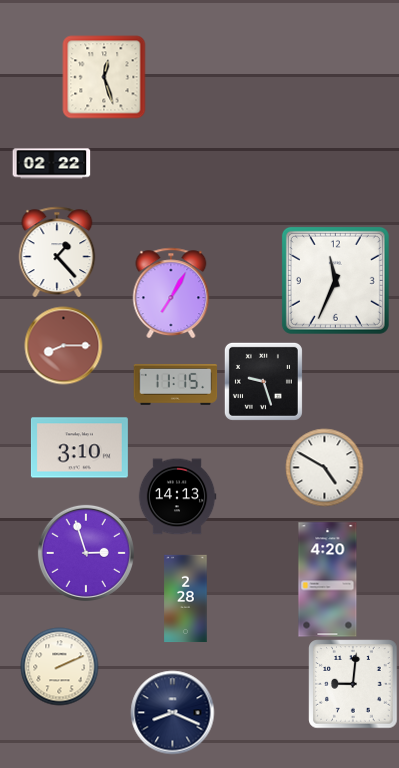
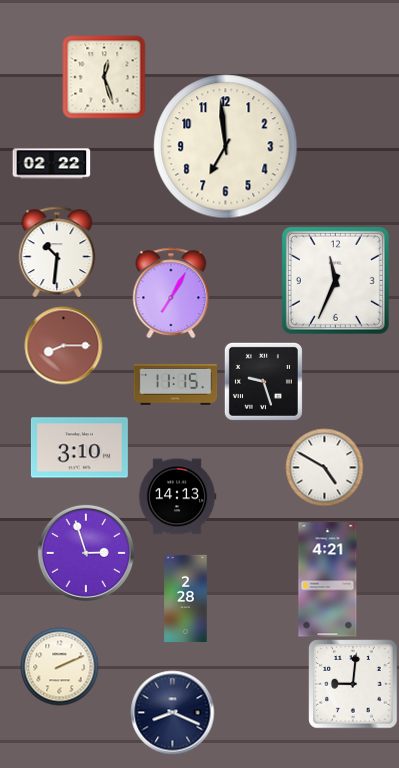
clock at (226, 147): none -> 6:59
clock at (57, 252): 1:23 -> 10:31
clock at (328, 580): 4:20 -> 4:21
